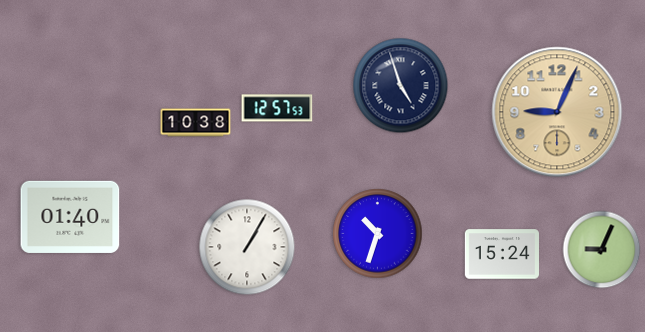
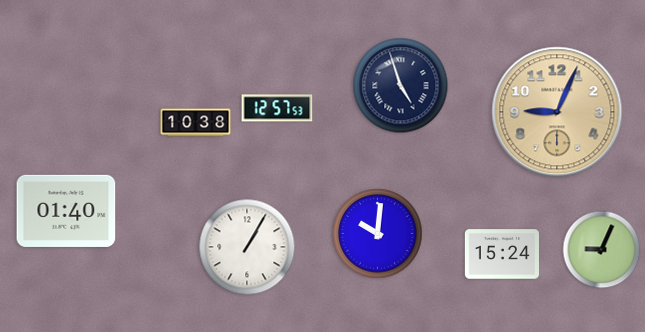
clock at (70, 217) position: (70, 217) -> (66, 211)
clock at (378, 234): 10:33 -> 10:01
